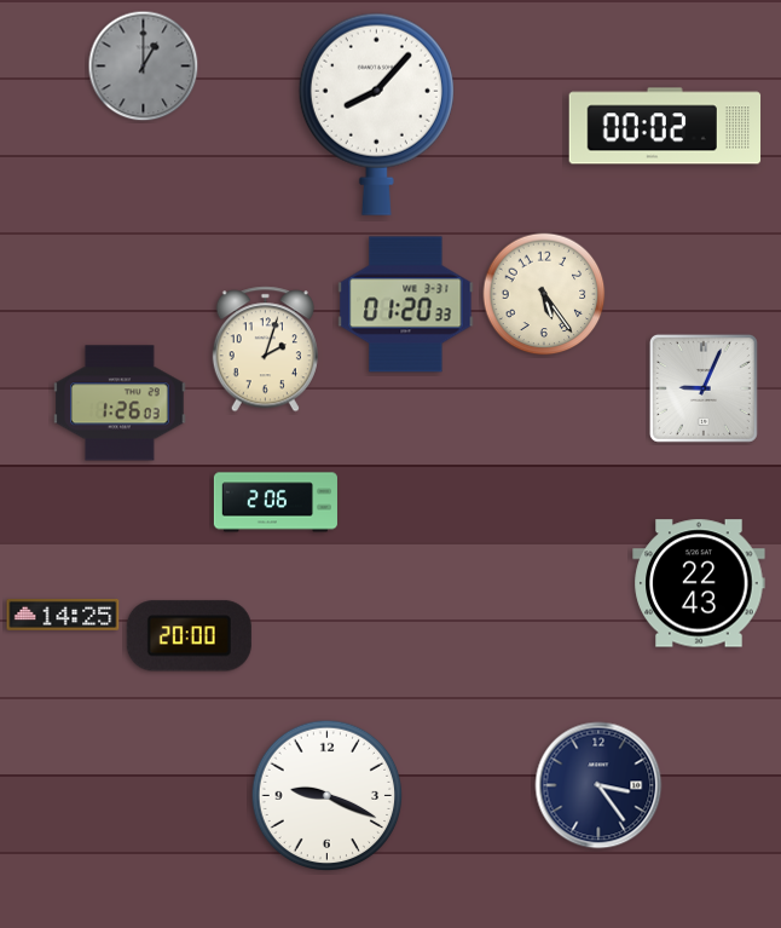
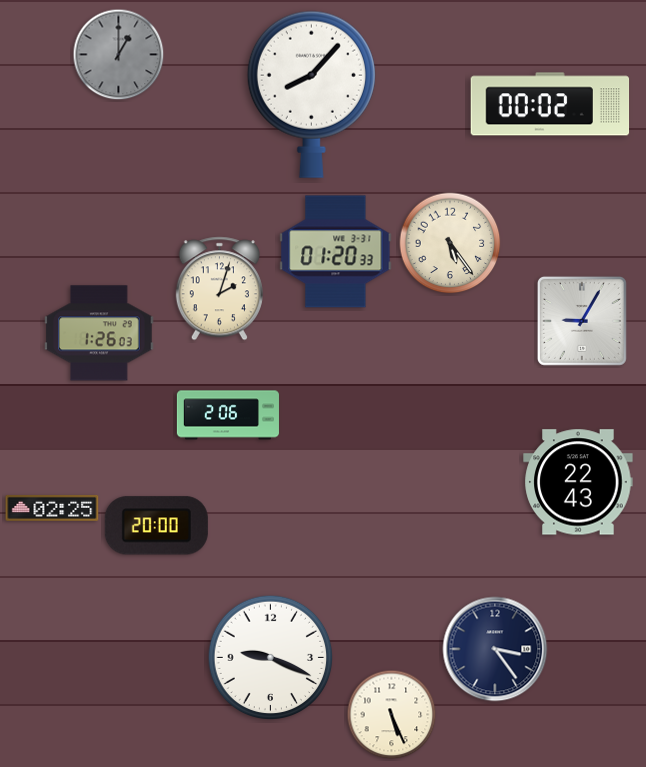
clock at (704, 388): 9:04 -> 9:05
clock at (63, 615): 14:25 -> 02:25
clock at (392, 715): none -> 5:26
